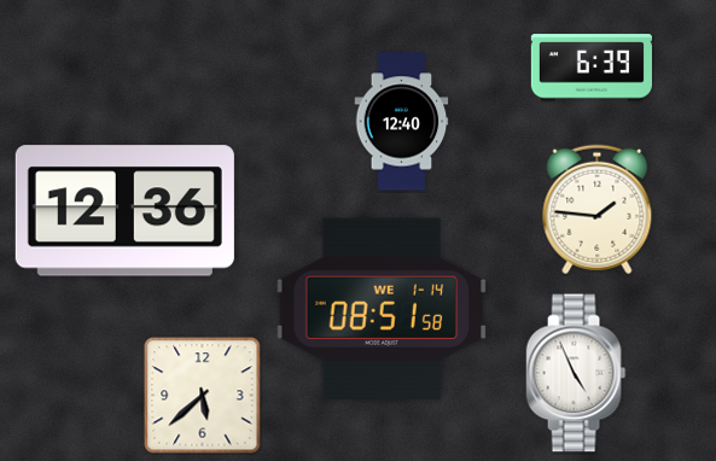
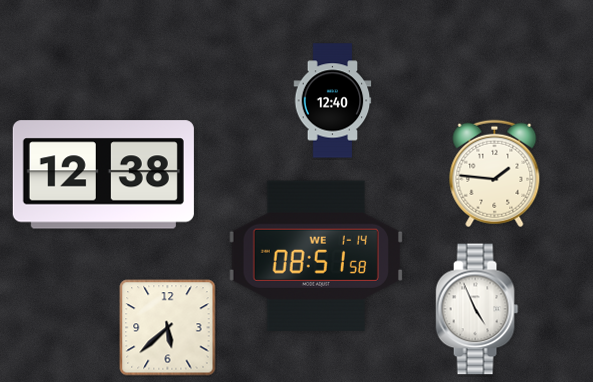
clock at (592, 68): 6:39 -> none
clock at (124, 211): 12:36 -> 12:38
